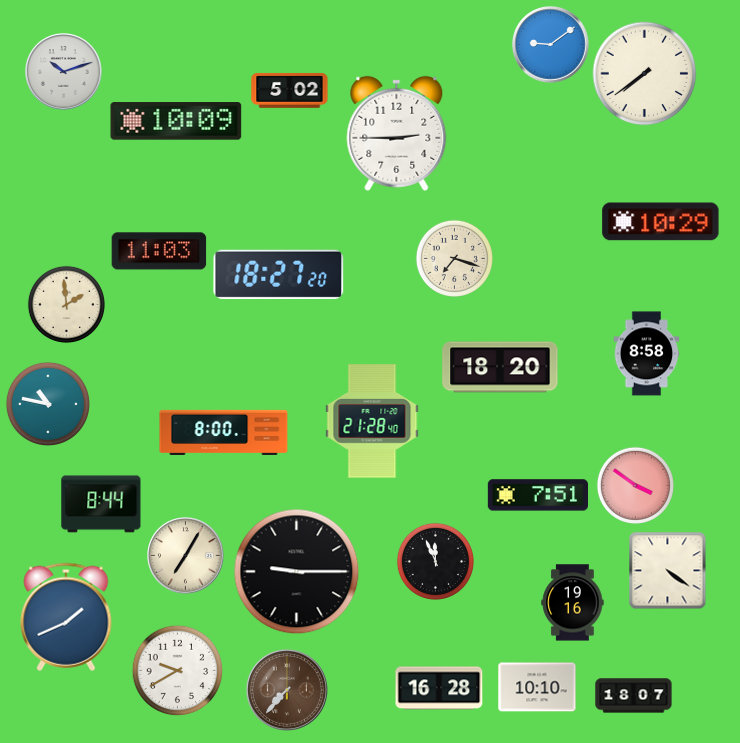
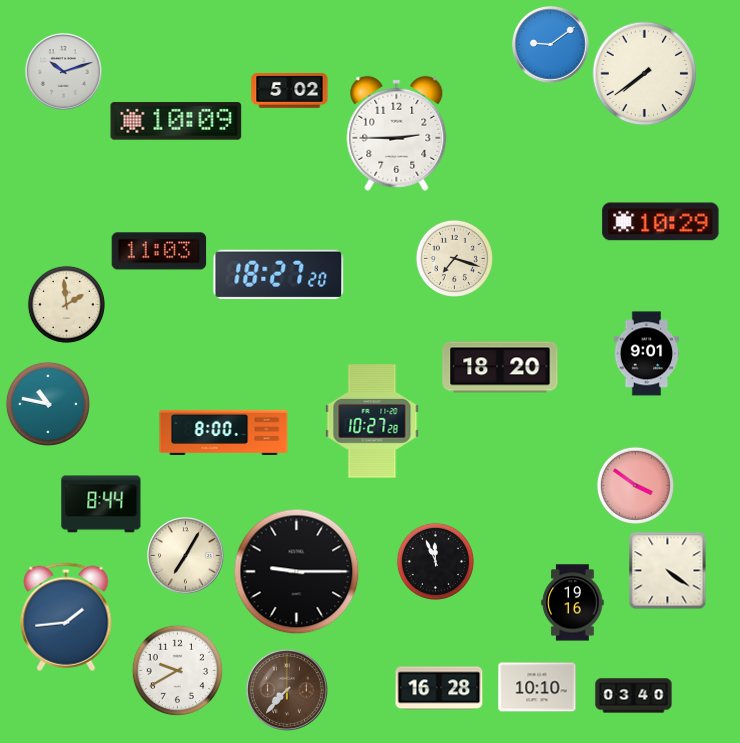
clock at (647, 354): 8:58 -> 9:01
clock at (372, 421): 21:28 -> 10:27
clock at (537, 495): 7:51 -> none
clock at (66, 617): 1:41 -> 1:44
clock at (634, 696): 18:07 -> 03:40
